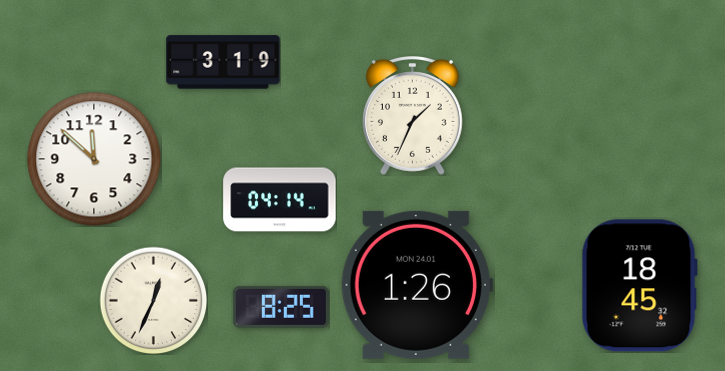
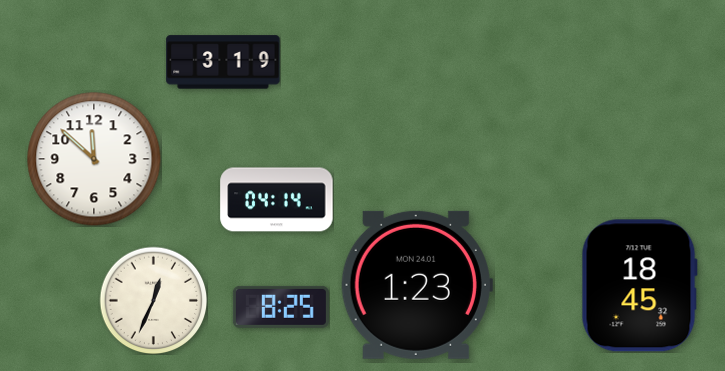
clock at (412, 116): 1:34 -> none
clock at (280, 200) position: (280, 200) -> (277, 200)
clock at (417, 285): 1:26 -> 1:23
